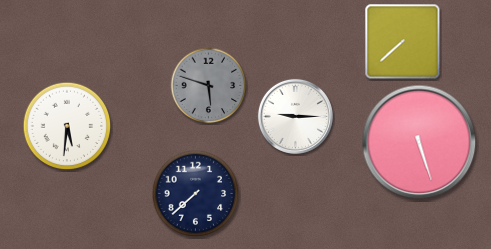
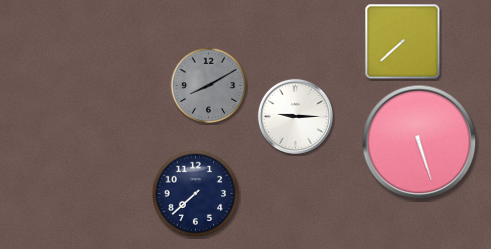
clock at (209, 86): 5:48 -> 8:10
clock at (67, 126): 5:31 -> none
